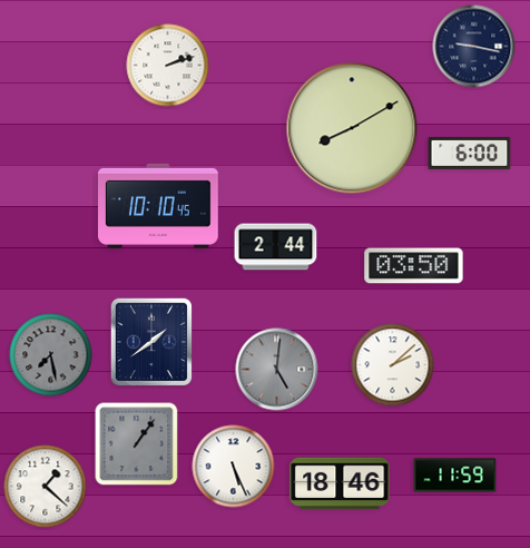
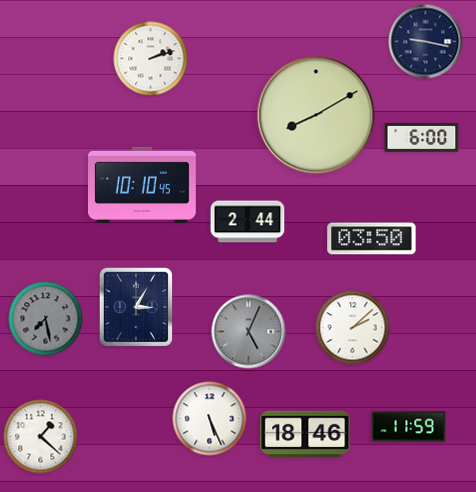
clock at (150, 342): 1:39 -> 3:05
clock at (277, 370): 5:01 -> 5:04
clock at (137, 444): 1:06 -> none
